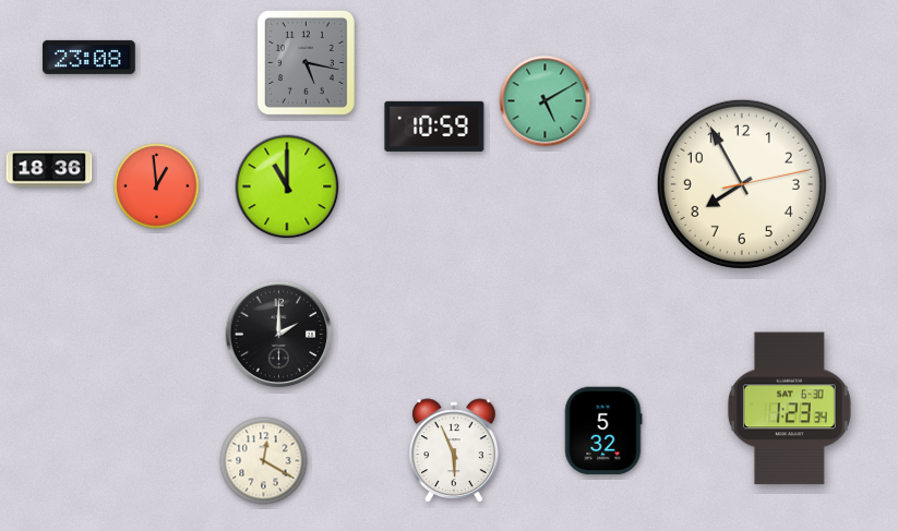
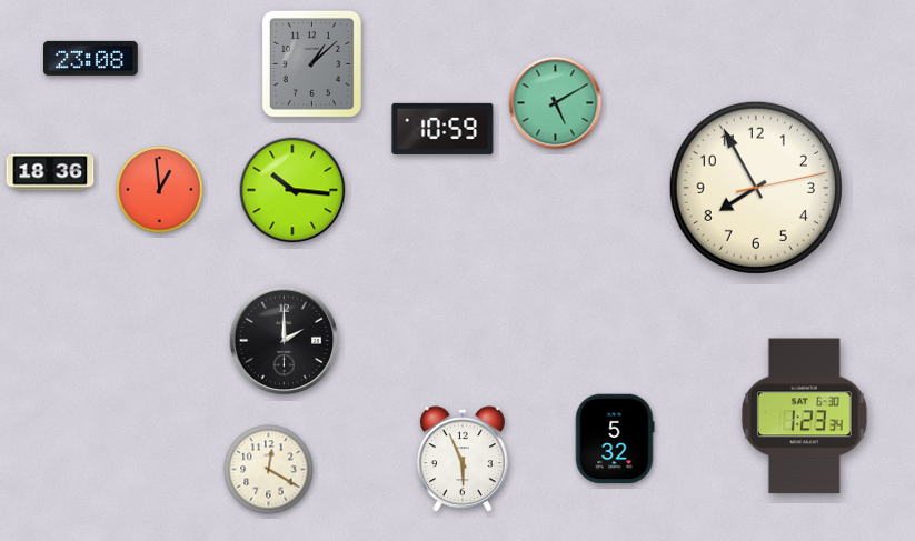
clock at (306, 62): 5:17 -> 1:08
clock at (287, 186): 11:00 -> 10:16
